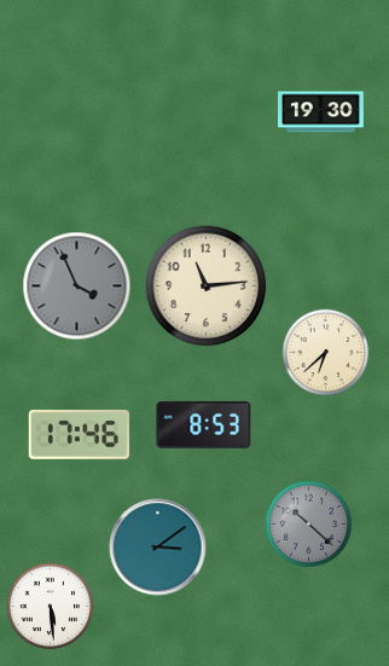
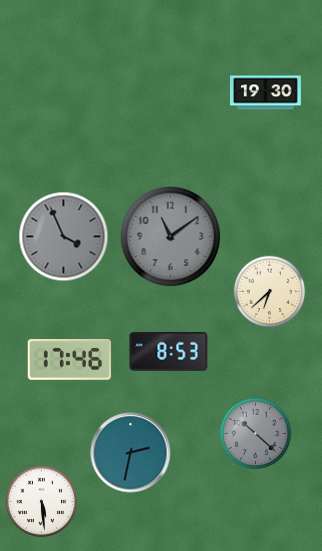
clock at (207, 286): 11:14 -> 11:09
clock at (207, 286) dial: cream -> grey
clock at (80, 435) position: (80, 435) -> (70, 360)
clock at (158, 548): 3:09 -> 2:32
